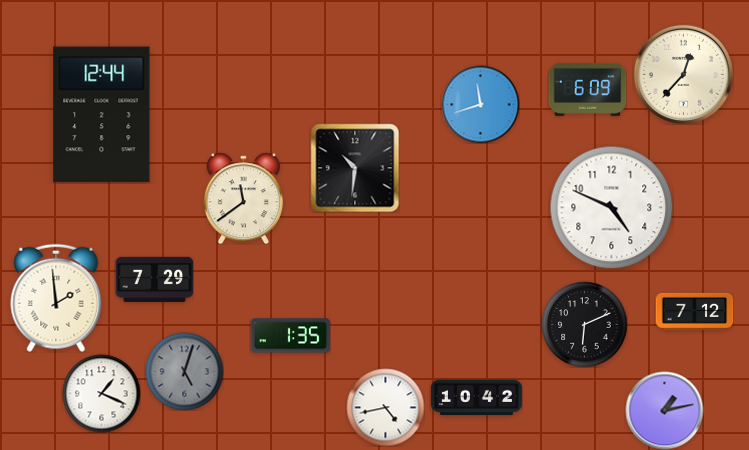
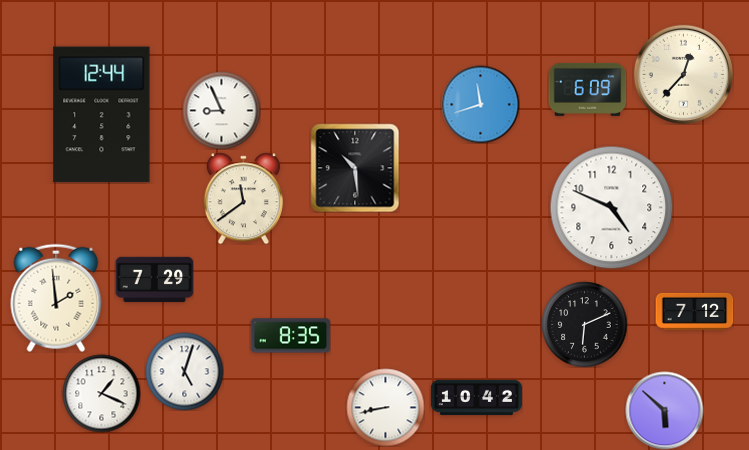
clock at (221, 110): none -> 8:56
clock at (355, 168): 10:31 -> 10:29
clock at (290, 336): 1:35 -> 8:35
clock at (184, 371) dial: grey -> white
clock at (385, 407): 4:43 -> 8:43
clock at (664, 410): 1:13 -> 5:52
